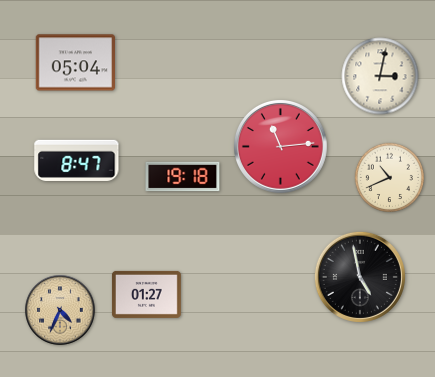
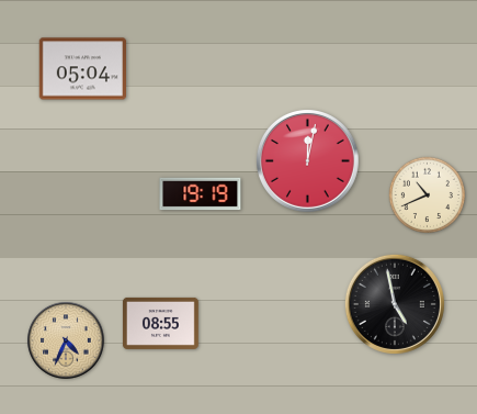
clock at (380, 76): 3:02 -> none
clock at (280, 146): 11:14 -> 12:02
clock at (77, 160): 8:47 -> none
clock at (183, 177): 19:18 -> 19:19
clock at (147, 294): 01:27 -> 08:55
